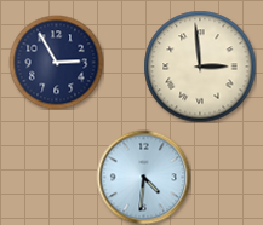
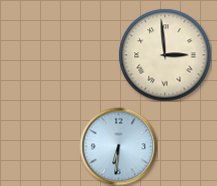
clock at (56, 62): 2:55 -> none
clock at (143, 177): 4:31 -> 6:31
